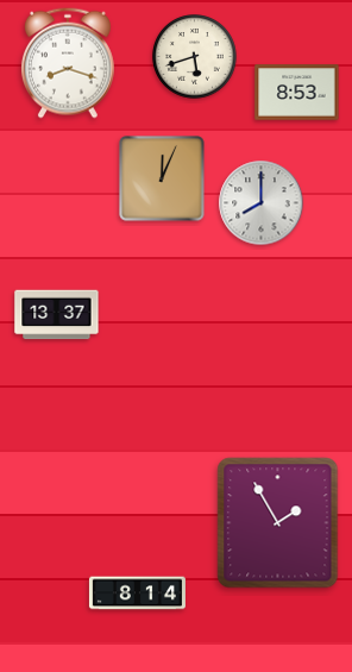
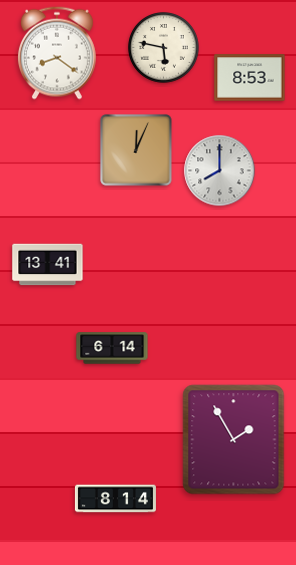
clock at (195, 57): 5:42 -> 5:47
clock at (68, 63): 8:18 -> 8:21
clock at (57, 315): 13:37 -> 13:41
clock at (112, 348): none -> 6:14
